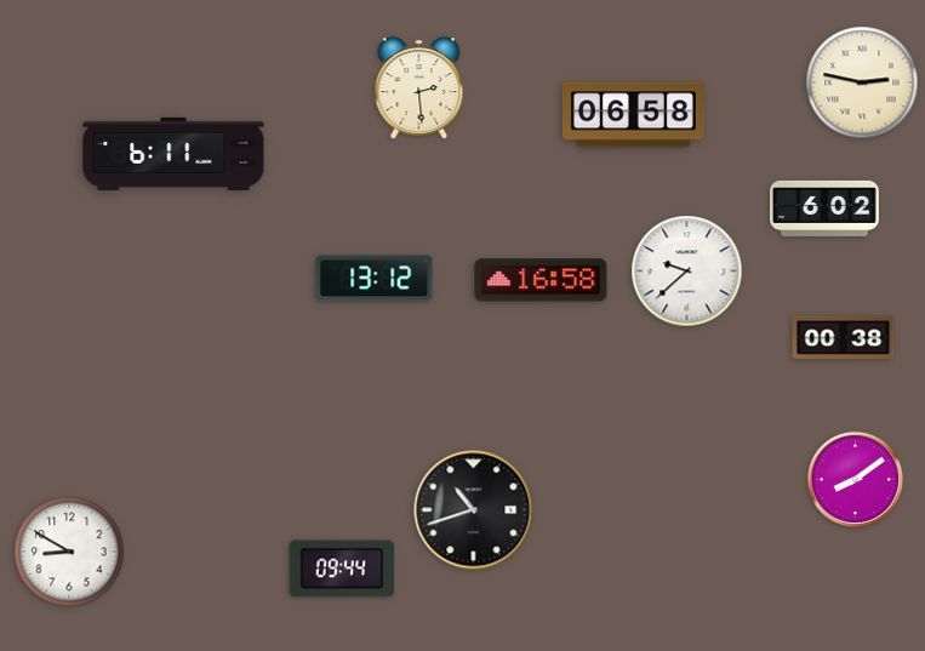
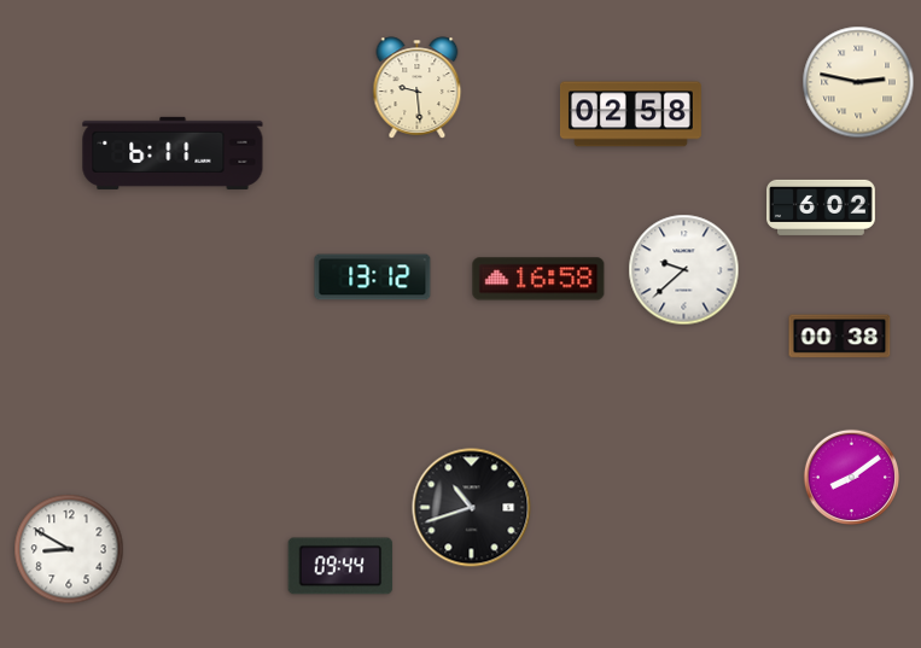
clock at (419, 88): 2:29 -> 9:29
clock at (633, 115): 06:58 -> 02:58
